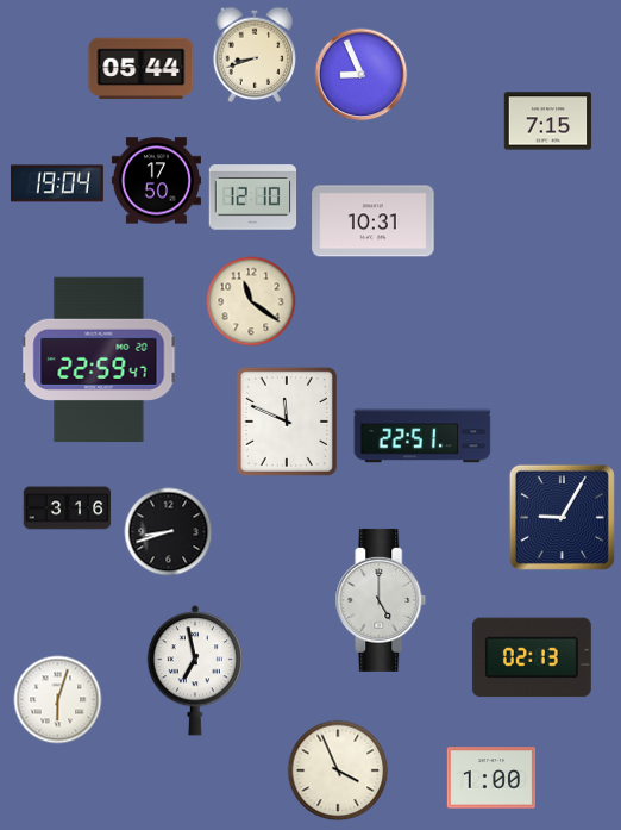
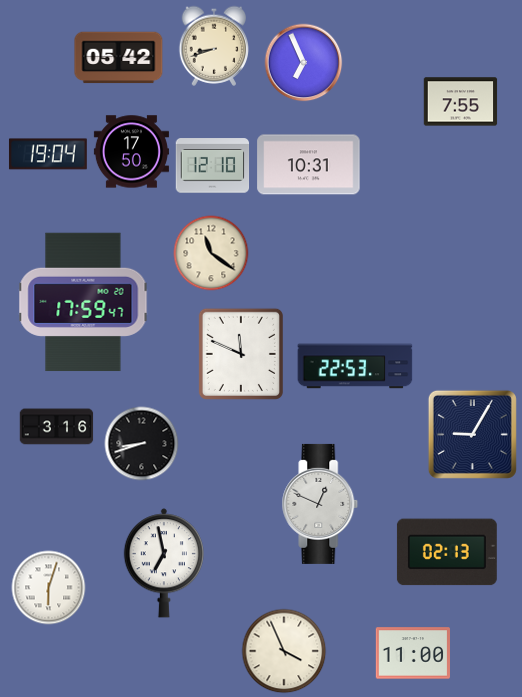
clock at (142, 69): 05:44 -> 05:42
clock at (362, 75): 8:56 -> 6:56
clock at (548, 121): 7:15 -> 7:55
clock at (374, 221) position: (374, 221) -> (309, 165)
clock at (99, 360): 22:59 -> 17:59
clock at (422, 436): 22:51 -> 22:53
clock at (169, 532) position: (169, 532) -> (142, 444)
clock at (381, 600): 5:00 -> 12:49
clock at (338, 770) position: (338, 770) -> (284, 651)
clock at (490, 778): 1:00 -> 11:00
